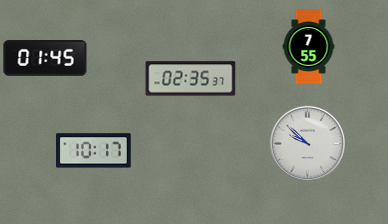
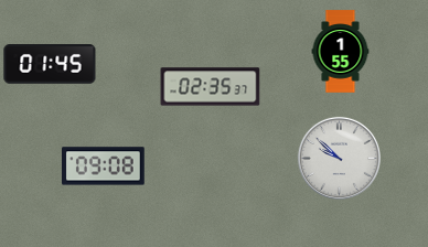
clock at (309, 47): 7:55 -> 1:55
clock at (94, 151): 10:17 -> 09:08
